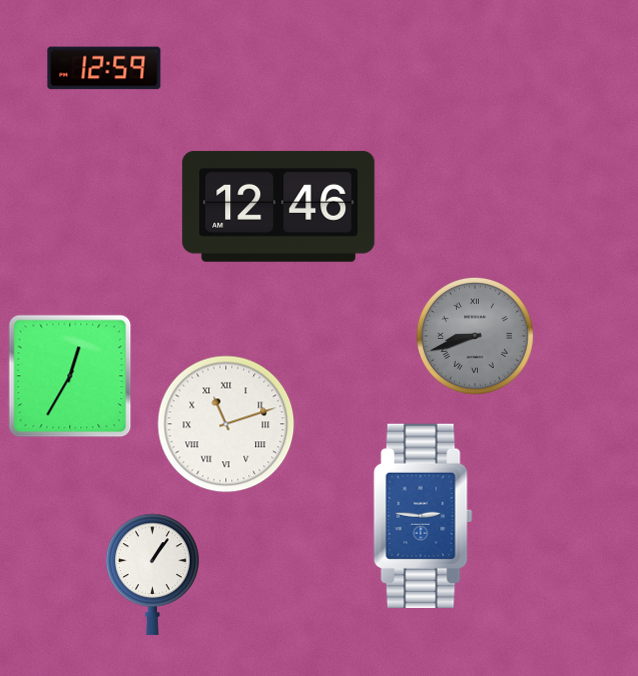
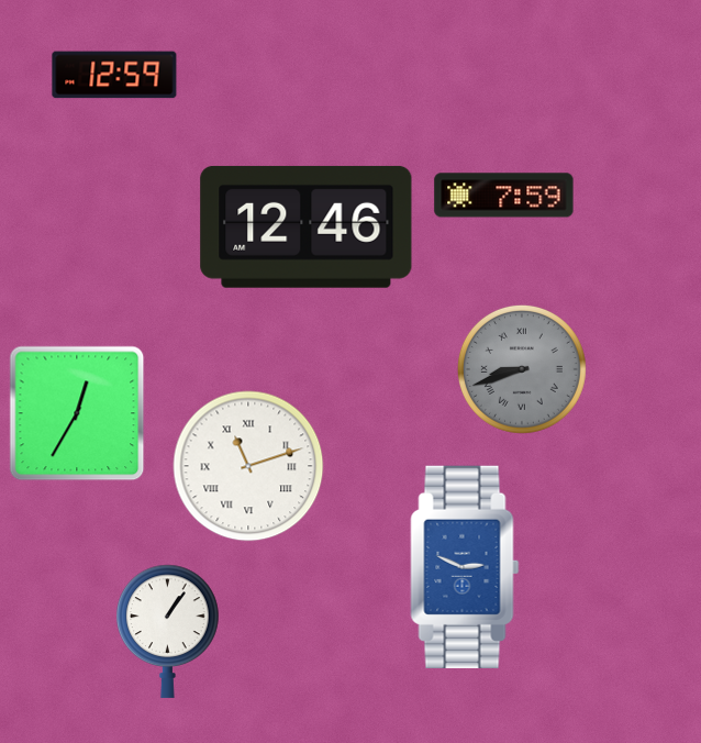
clock at (504, 196): none -> 7:59
clock at (423, 516): 2:46 -> 2:49
